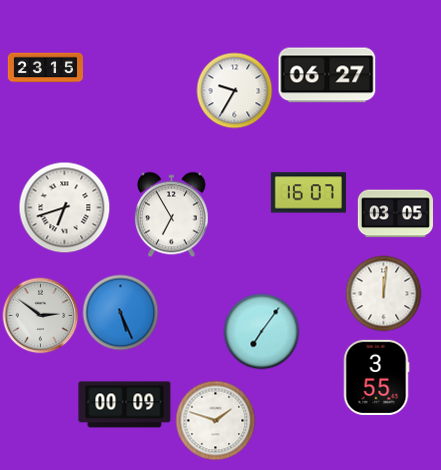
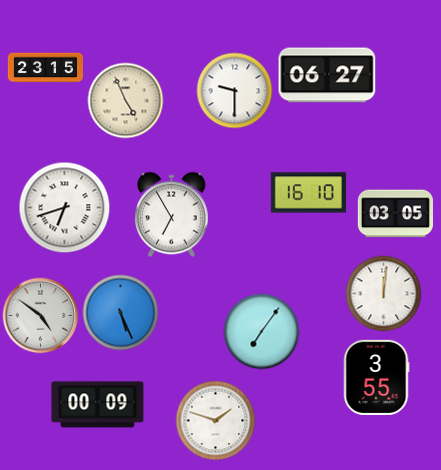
clock at (235, 91): 9:35 -> 9:30
clock at (126, 101): none -> 4:56
clock at (308, 193): 16:07 -> 16:10
clock at (41, 316): 2:51 -> 4:51
clock at (125, 405) position: (125, 405) -> (98, 405)
